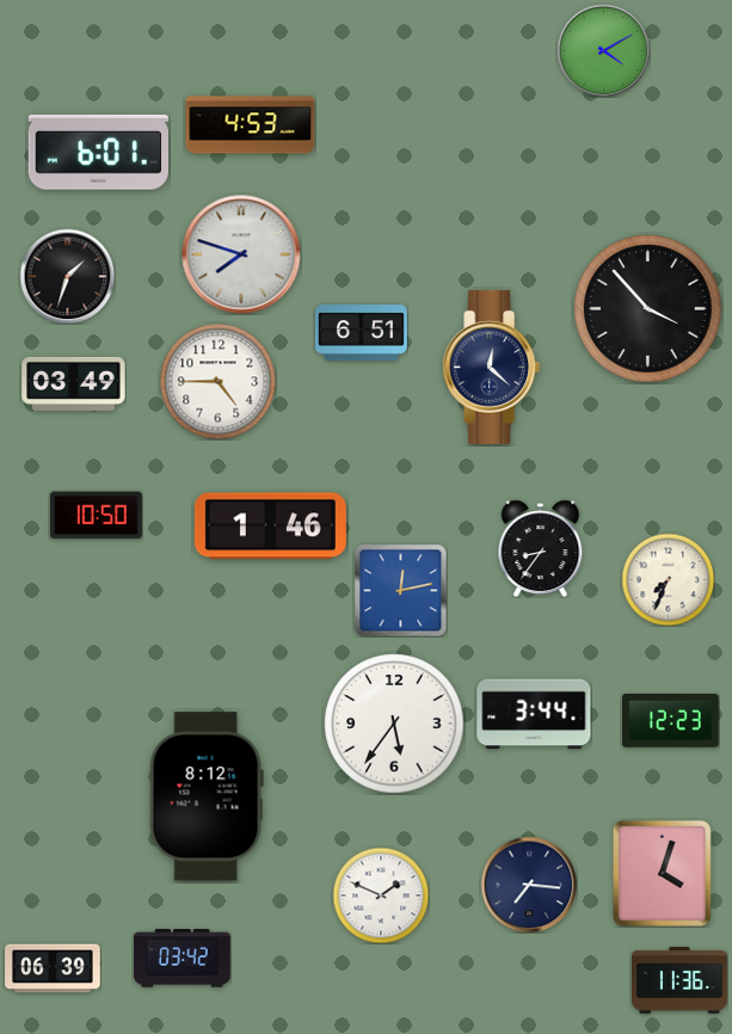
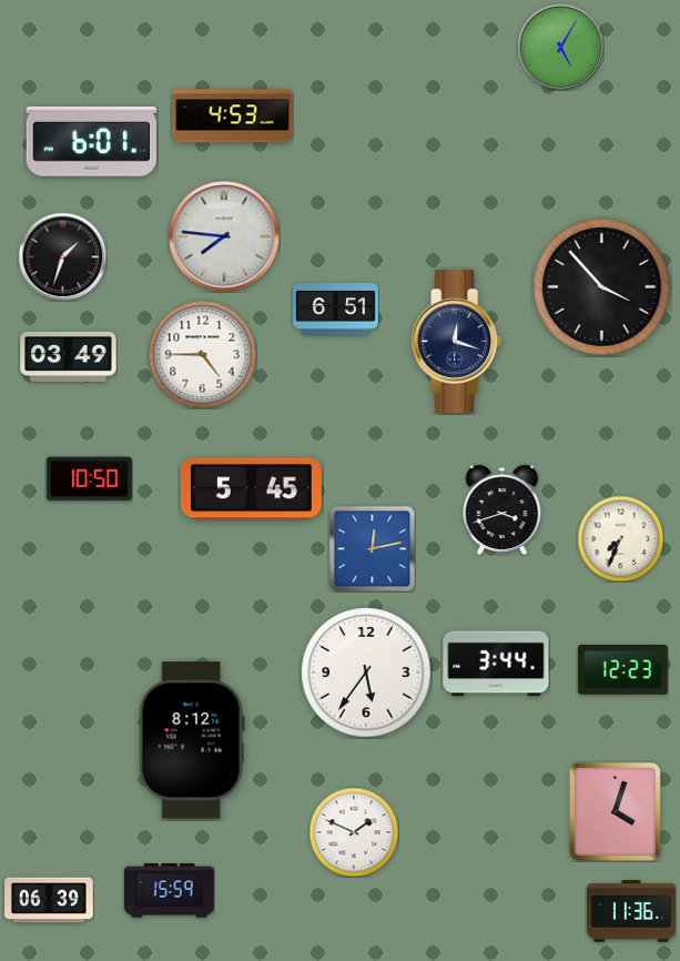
clock at (603, 50): 4:10 -> 5:05
clock at (241, 254): 7:48 -> 7:46
clock at (492, 367): 12:22 -> 12:18
clock at (270, 527): 1:46 -> 5:45
clock at (541, 548): 8:36 -> 3:42
clock at (529, 885): 7:16 -> none
clock at (183, 959): 03:42 -> 15:59
